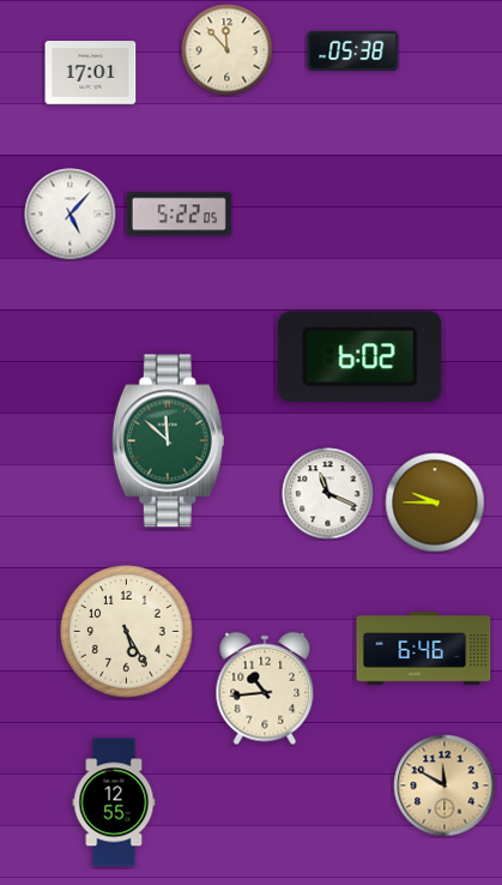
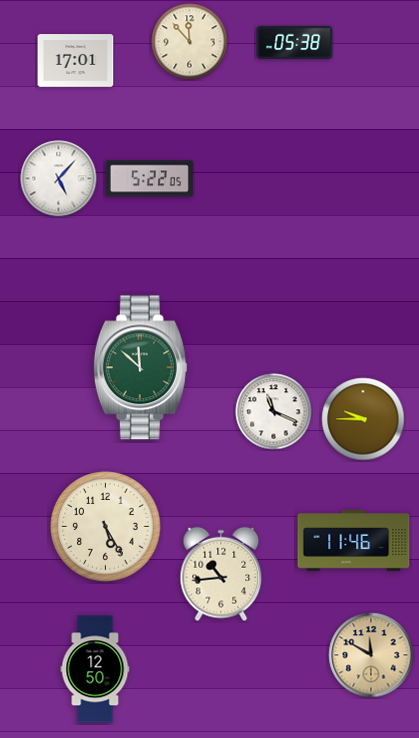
clock at (361, 357): 6:02 -> none
clock at (424, 649): 6:46 -> 11:46
clock at (114, 802): 12:55 -> 12:50
